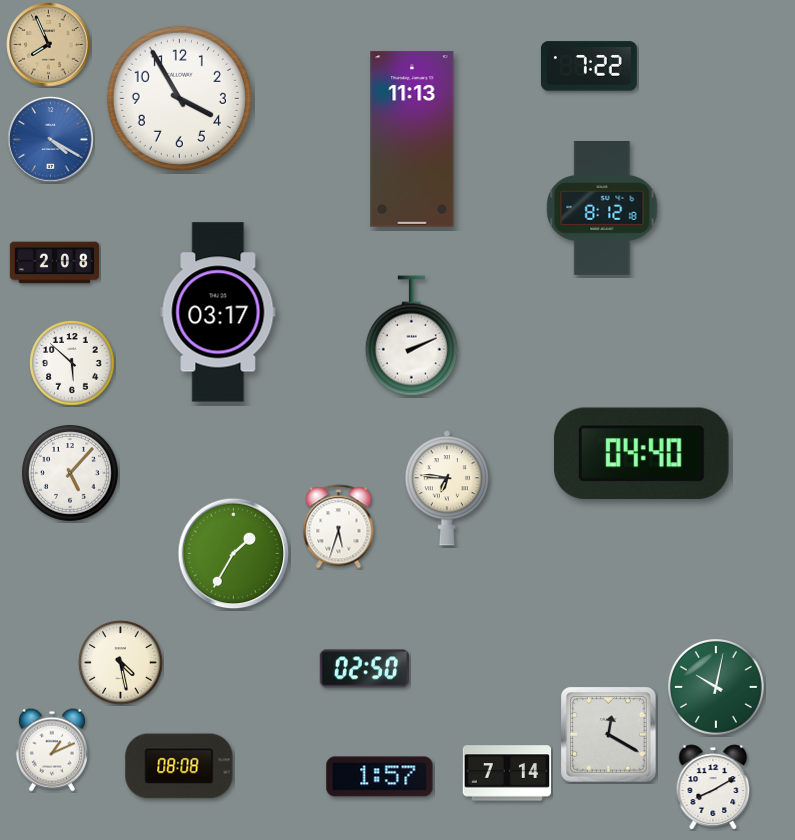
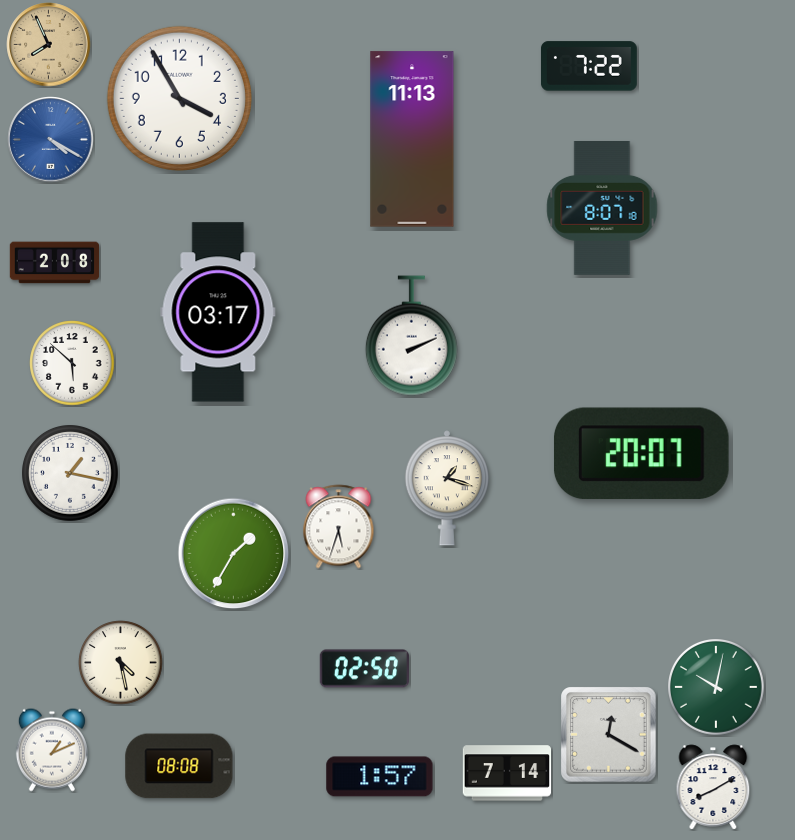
clock at (602, 209): 8:12 -> 8:07
clock at (641, 454): 04:40 -> 20:07
clock at (71, 474): 5:07 -> 1:17
clock at (447, 488): 6:46 -> 1:18
